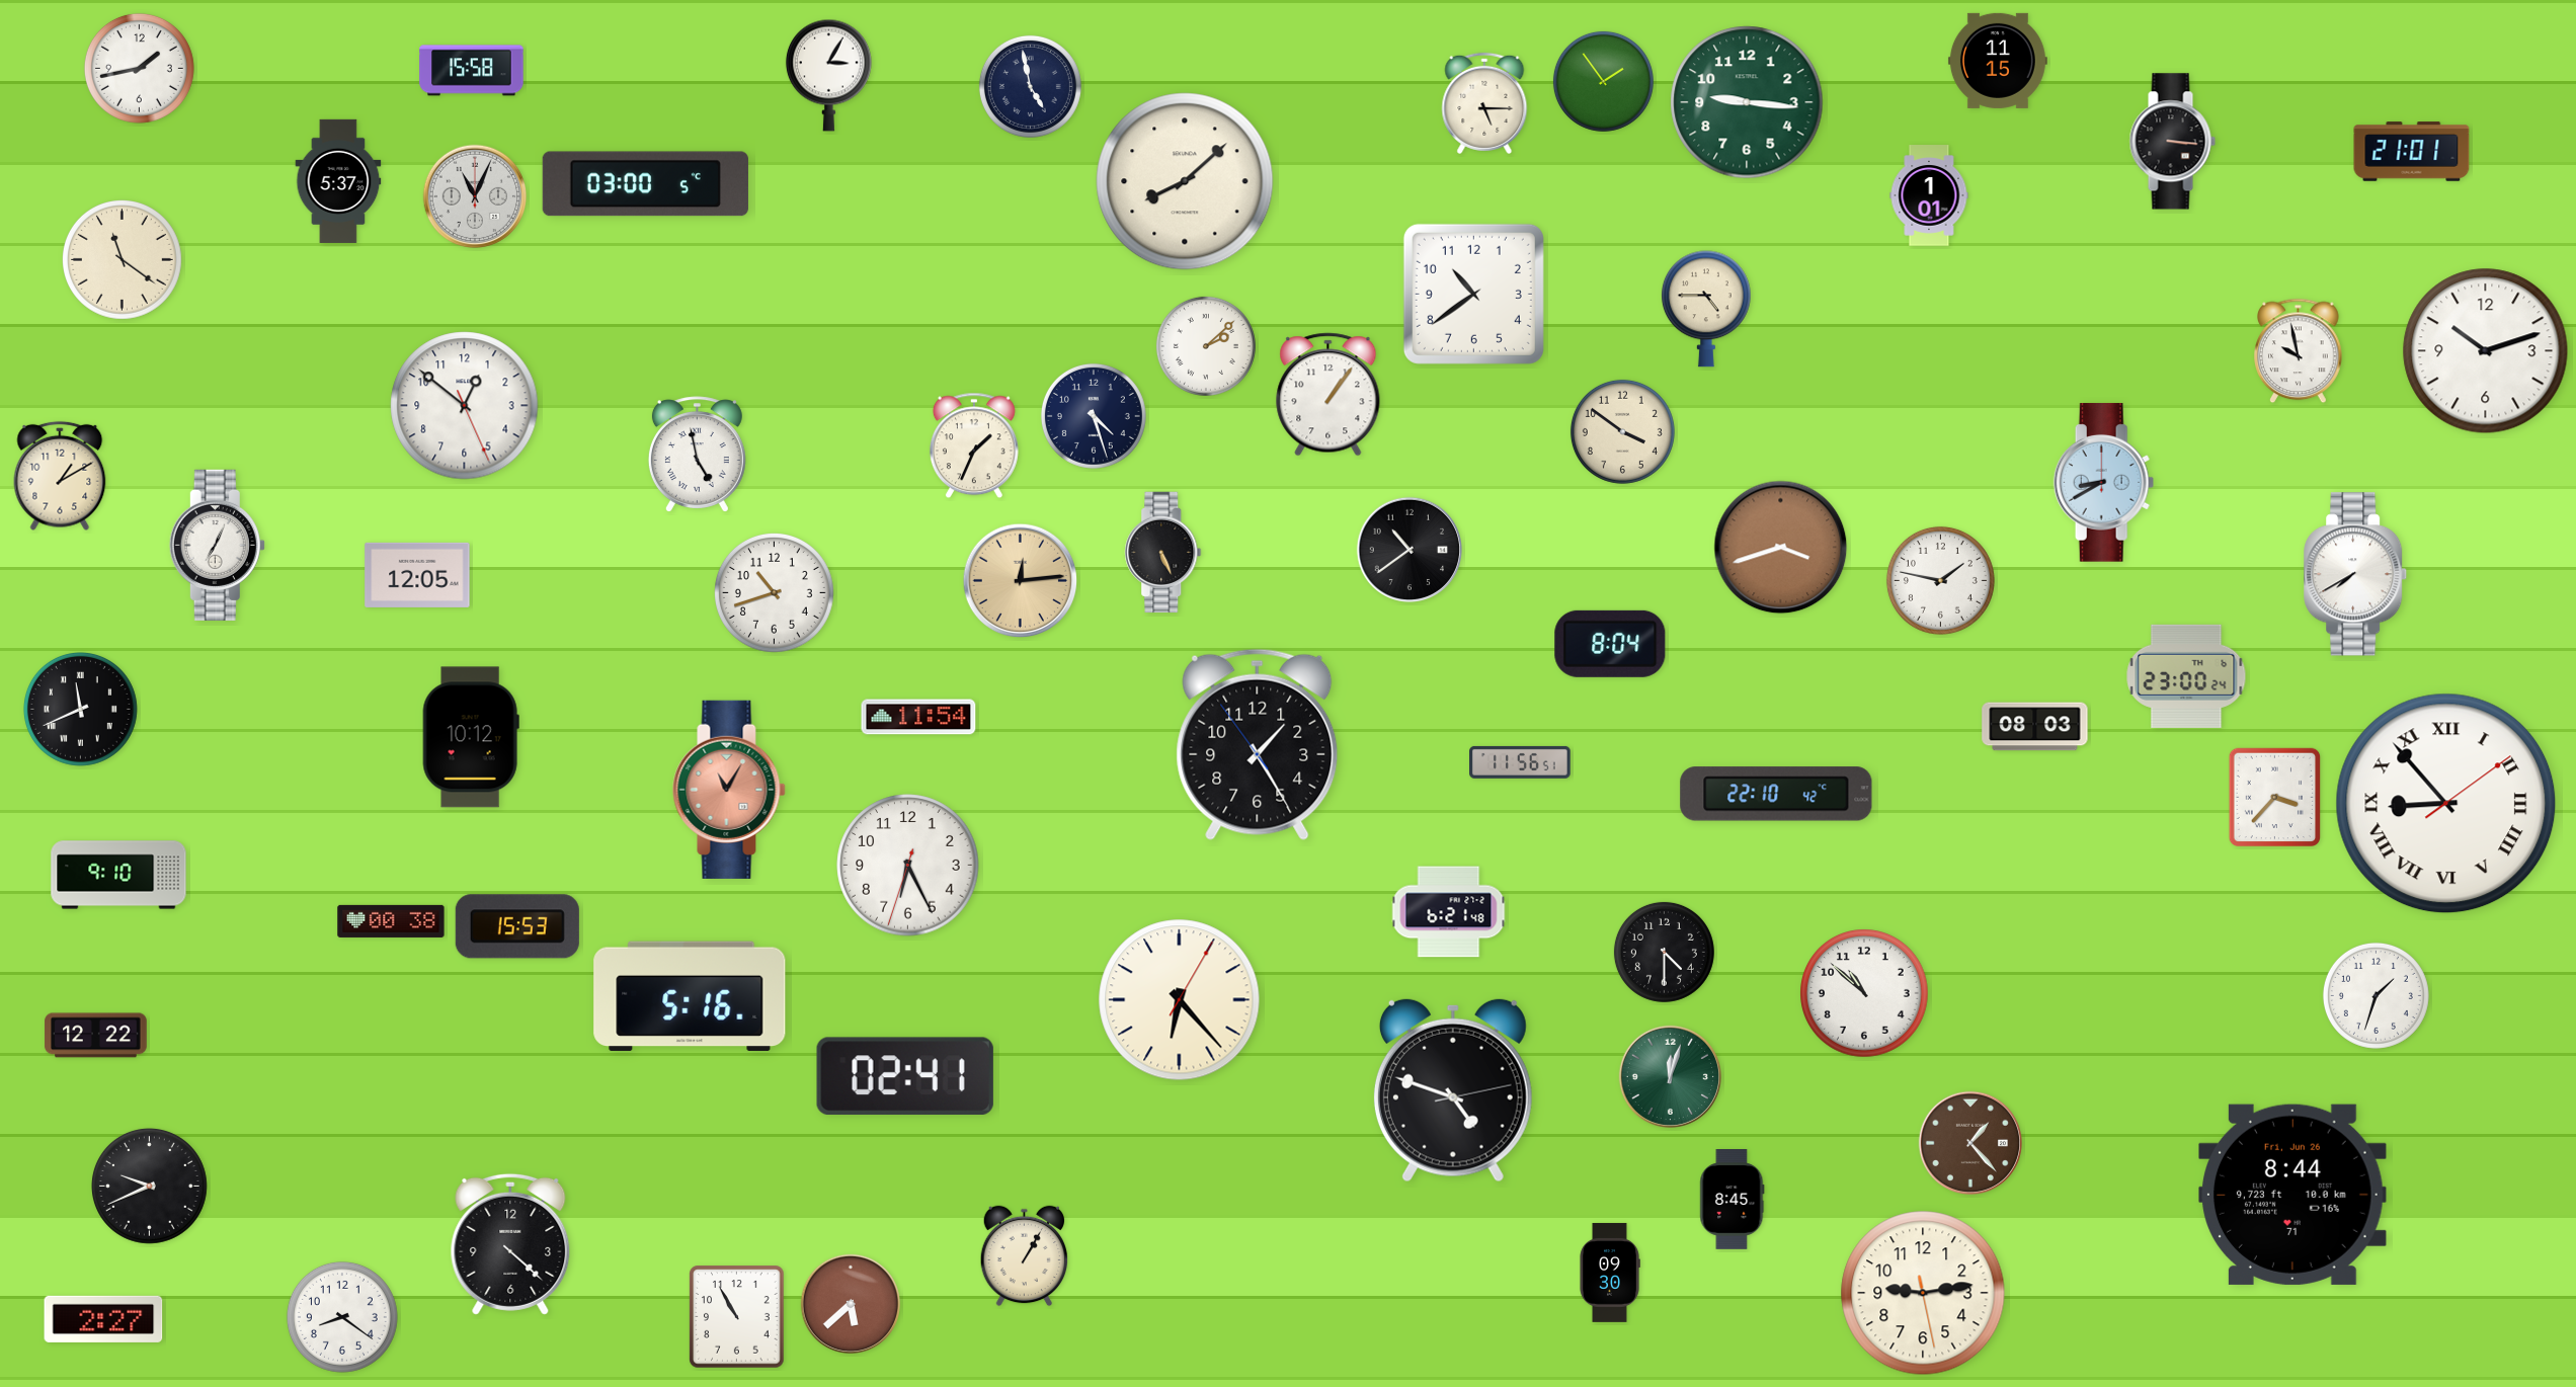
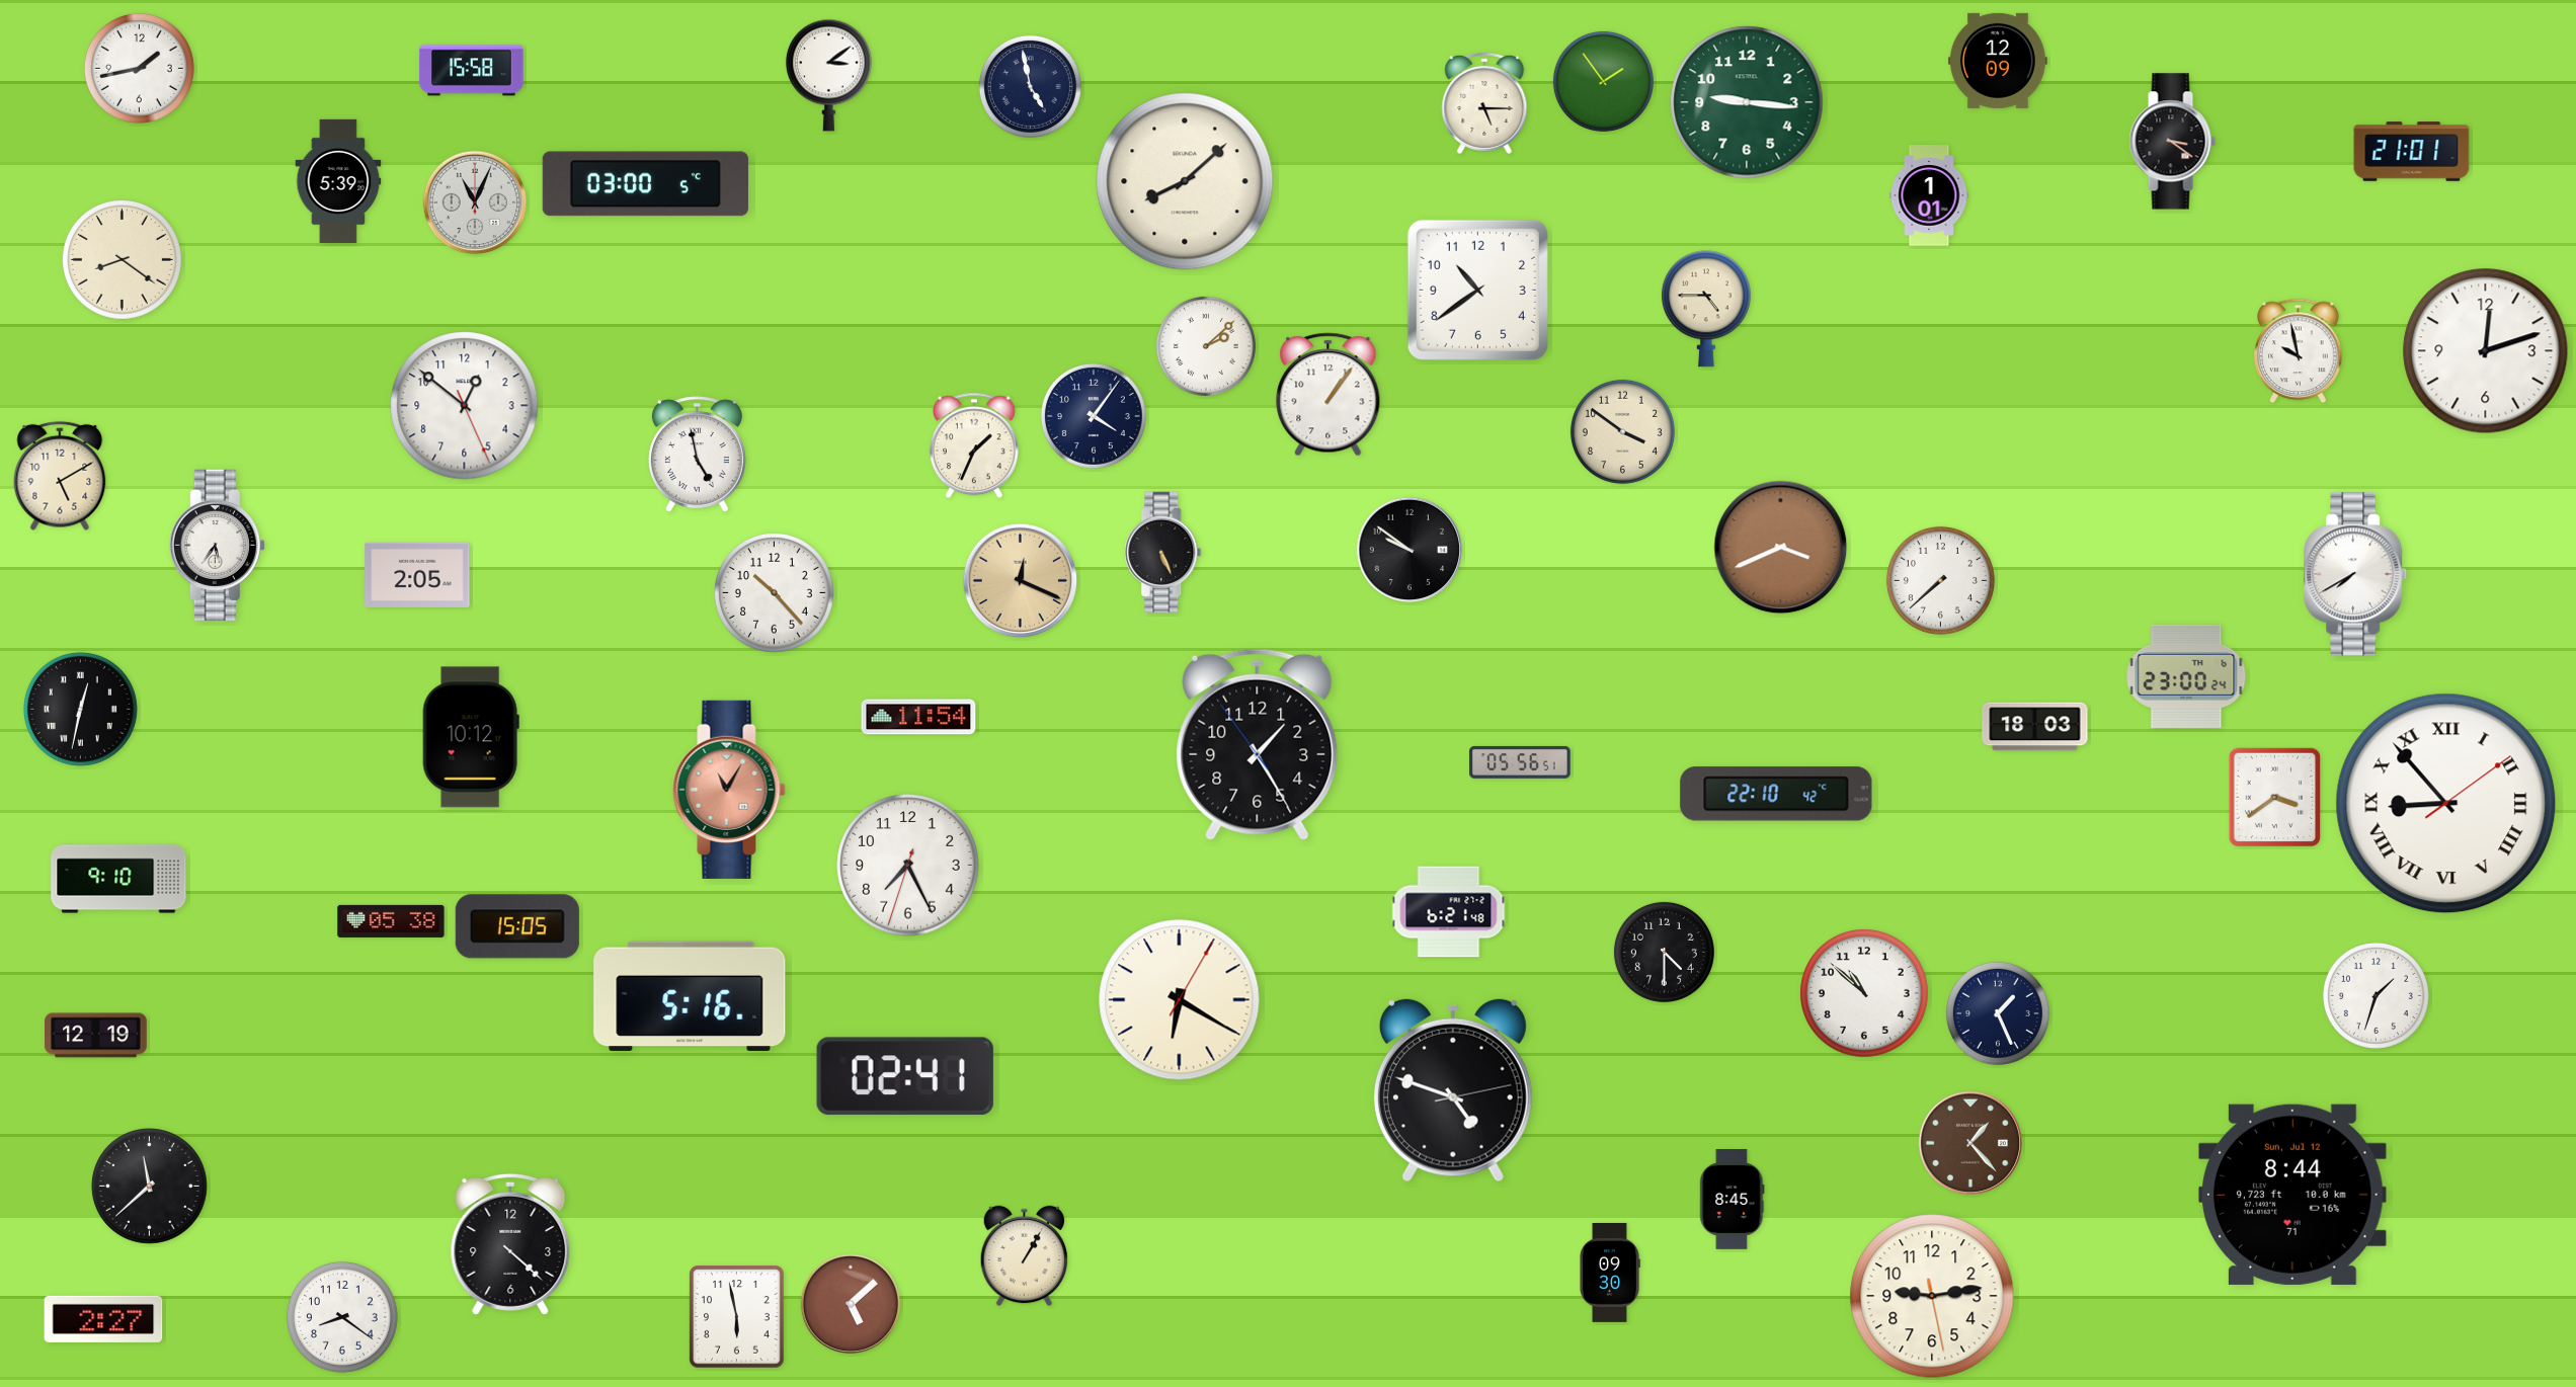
clock at (1998, 61): 11:15 -> 12:09
clock at (828, 75): 3:05 -> 3:09
clock at (2172, 142): 3:16 -> 3:21
clock at (338, 181): 5:37 -> 5:39
clock at (474, 195) position: (474, 195) -> (474, 201)
clock at (123, 260): 11:21 -> 8:21
clock at (1473, 294) position: (1473, 294) -> (1477, 290)
clock at (2486, 351): 10:12 -> 12:12
clock at (1094, 416): 4:27 -> 4:06
clock at (60, 476): 1:10 -> 5:10
clock at (2104, 483): 8:40 -> none
clock at (217, 545): 7:04 -> 5:36
clock at (1781, 548): 3:42 -> 3:41
clock at (1408, 549): 10:39 -> 9:51
clock at (417, 575): 12:05 -> 2:05
clock at (1940, 580): 1:47 -> 7:38
clock at (1021, 581): 12:14 -> 12:19
clock at (775, 593): 10:42 -> 10:23
clock at (1610, 644): 8:04 -> none
clock at (80, 709): 11:41 -> 12:32
clock at (2035, 727): 08:03 -> 18:03
clock at (1521, 762): 11:56 -> 05:56
clock at (2274, 798): 3:37 -> 3:39
clock at (908, 866): 6:25 -> 7:25
clock at (118, 875) position: (118, 875) -> (118, 879)
clock at (391, 921): 00:38 -> 05:38
clock at (517, 926): 15:53 -> 15:05
clock at (1180, 1000): 6:23 -> 6:20
clock at (1998, 1013): none -> 1:26
clock at (96, 1036): 12:22 -> 12:19
clock at (1670, 1076): 12:03 -> none
clock at (149, 1186): 9:41 -> 11:38
clock at (2292, 1195) date: Fri, Jun 26 -> Sun, Jul 12
clock at (1923, 1293) position: (1923, 1293) -> (1932, 1296)
clock at (851, 1304): 5:38 -> 5:08
clock at (737, 1317): 10:55 -> 5:58
